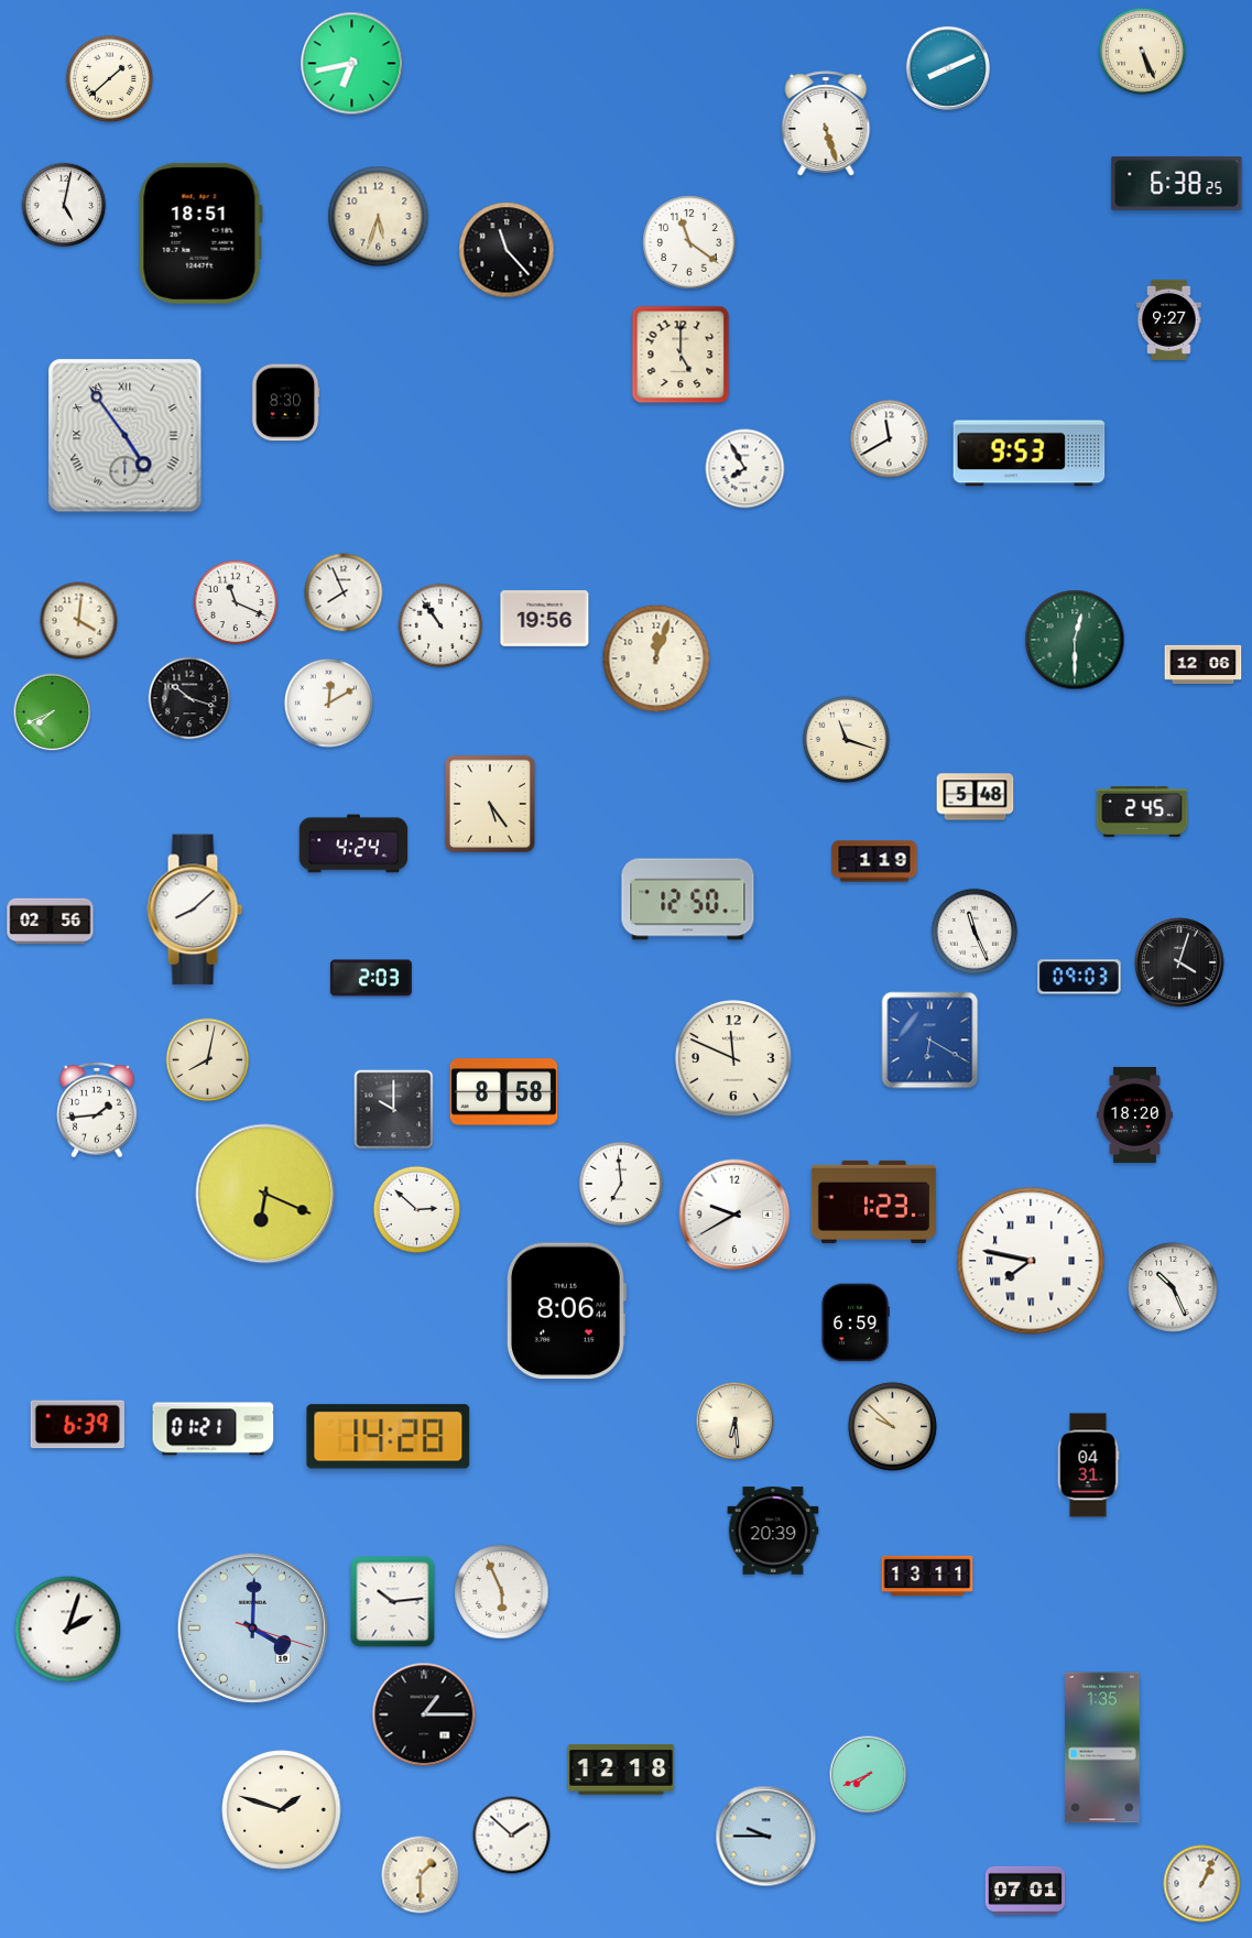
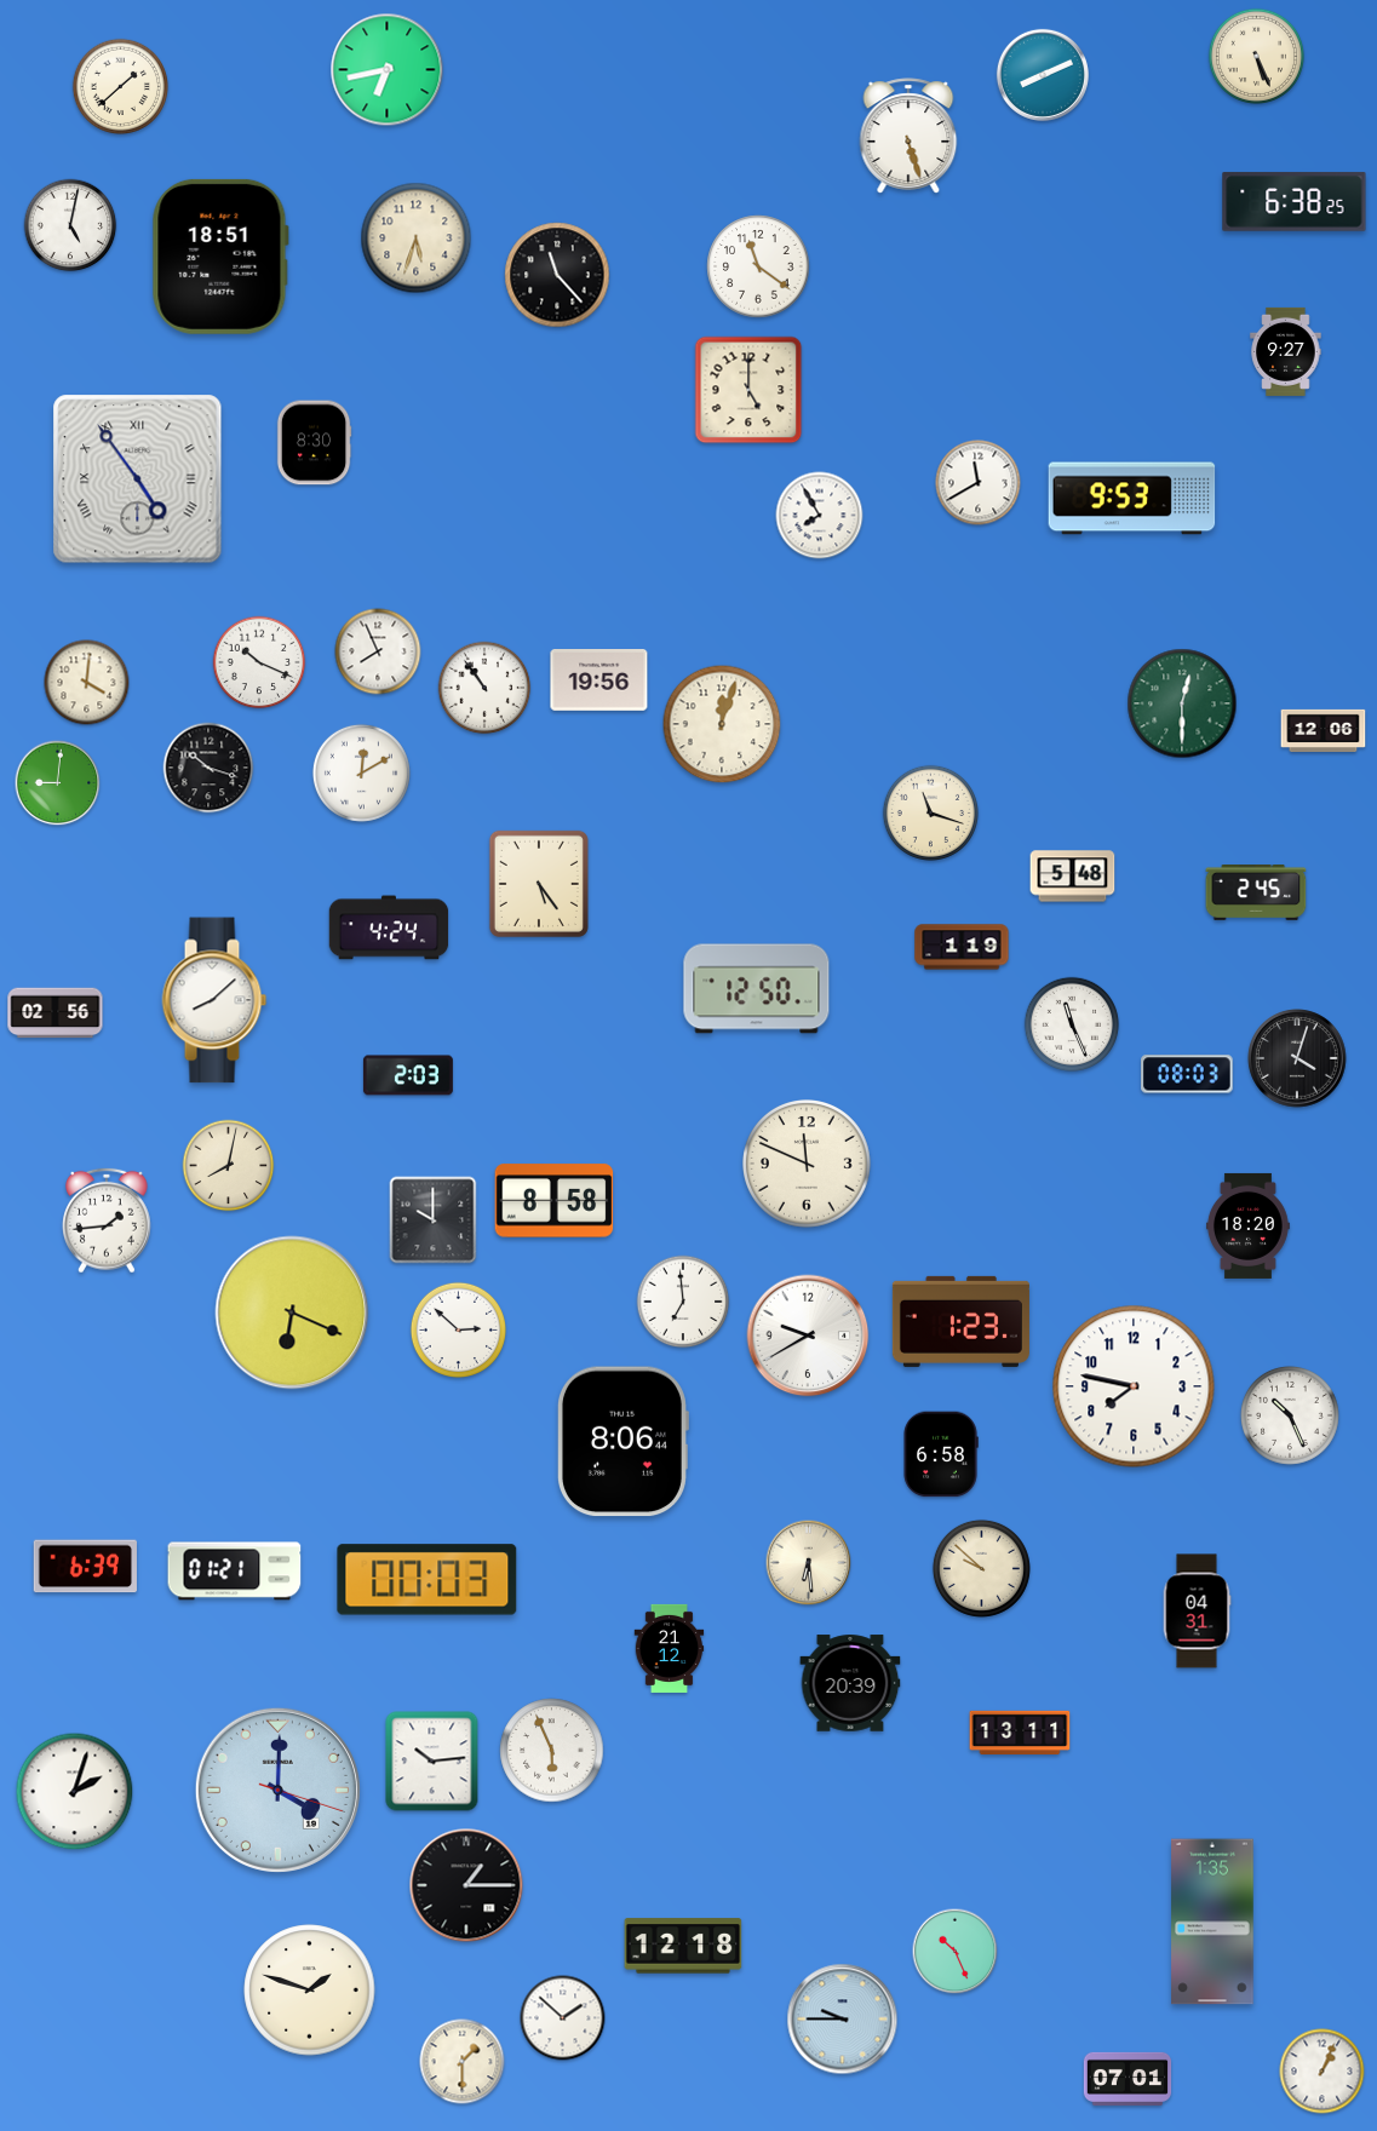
clock at (236, 602): 11:19 -> 10:19
clock at (53, 712): 7:41 -> 9:01
clock at (1079, 977): 09:03 -> 08:03
clock at (930, 1041): 6:20 -> none
clock at (1031, 1261) numerals: Roman -> Arabic
clock at (856, 1322): 6:59 -> 6:58
clock at (389, 1437): 14:28 -> 00:03
clock at (670, 1648): none -> 21:12
clock at (869, 1775): 7:41 -> 10:26
